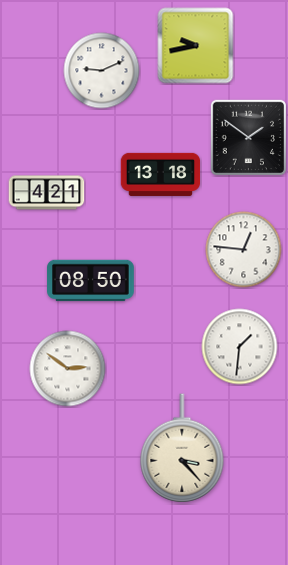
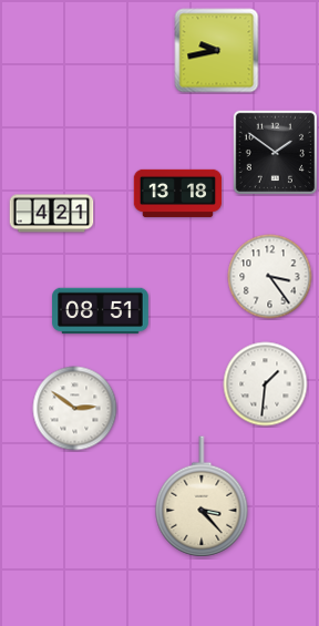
clock at (102, 71): 9:11 -> none
clock at (244, 250): 12:46 -> 3:24
clock at (91, 281): 08:50 -> 08:51
